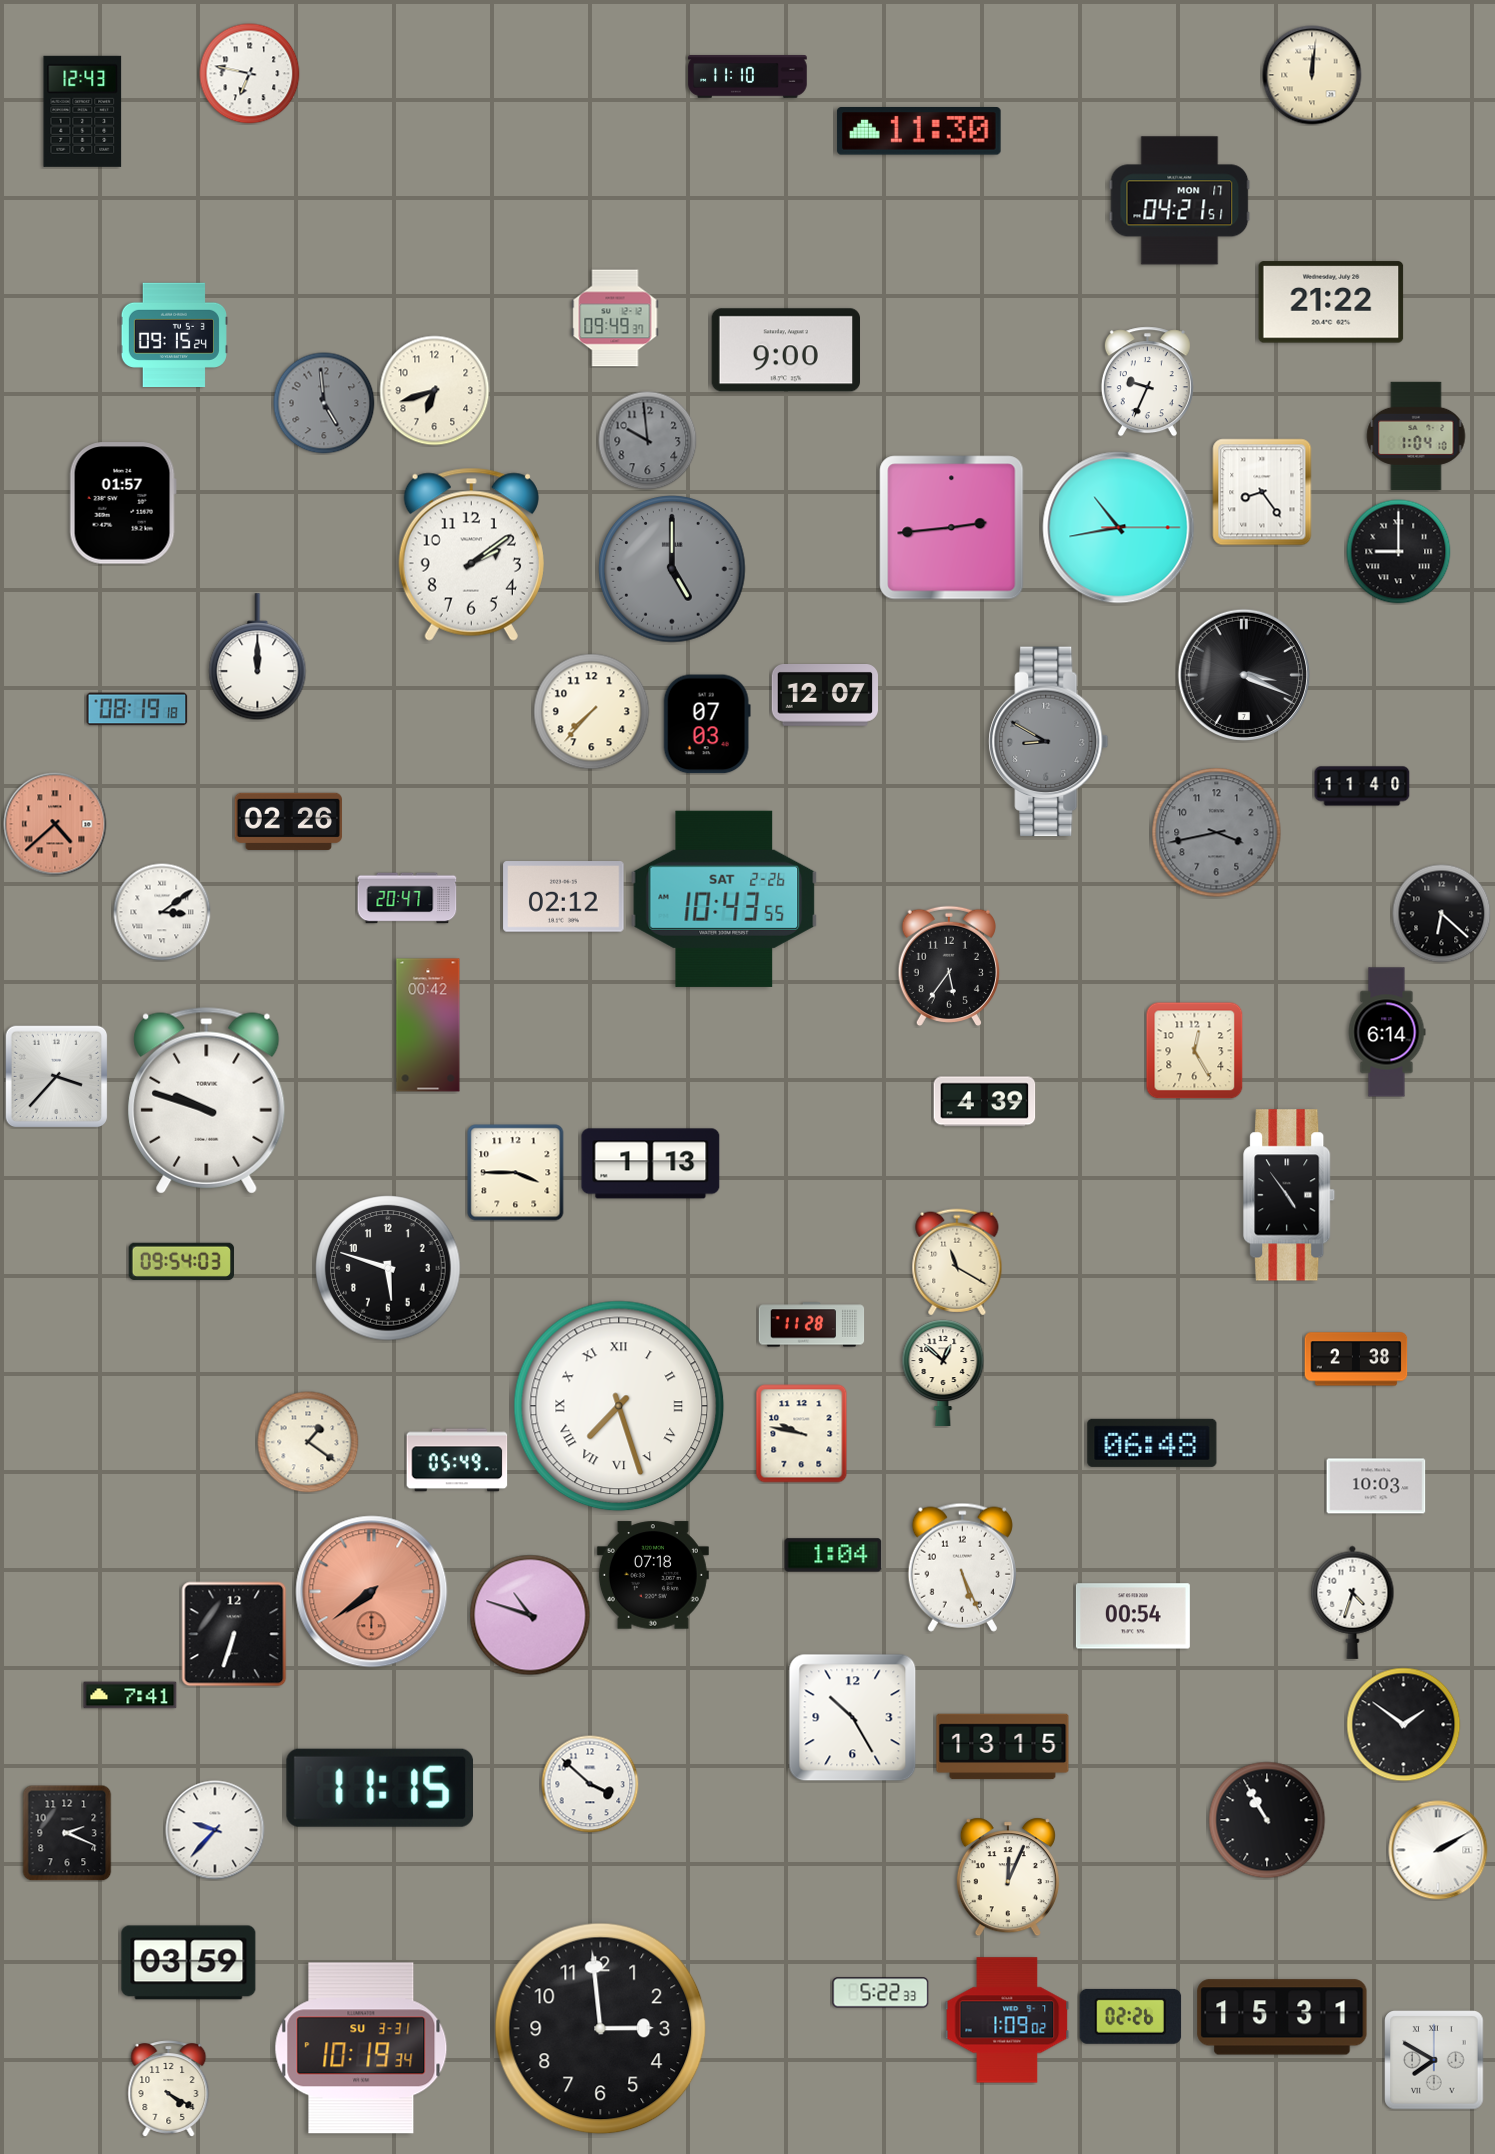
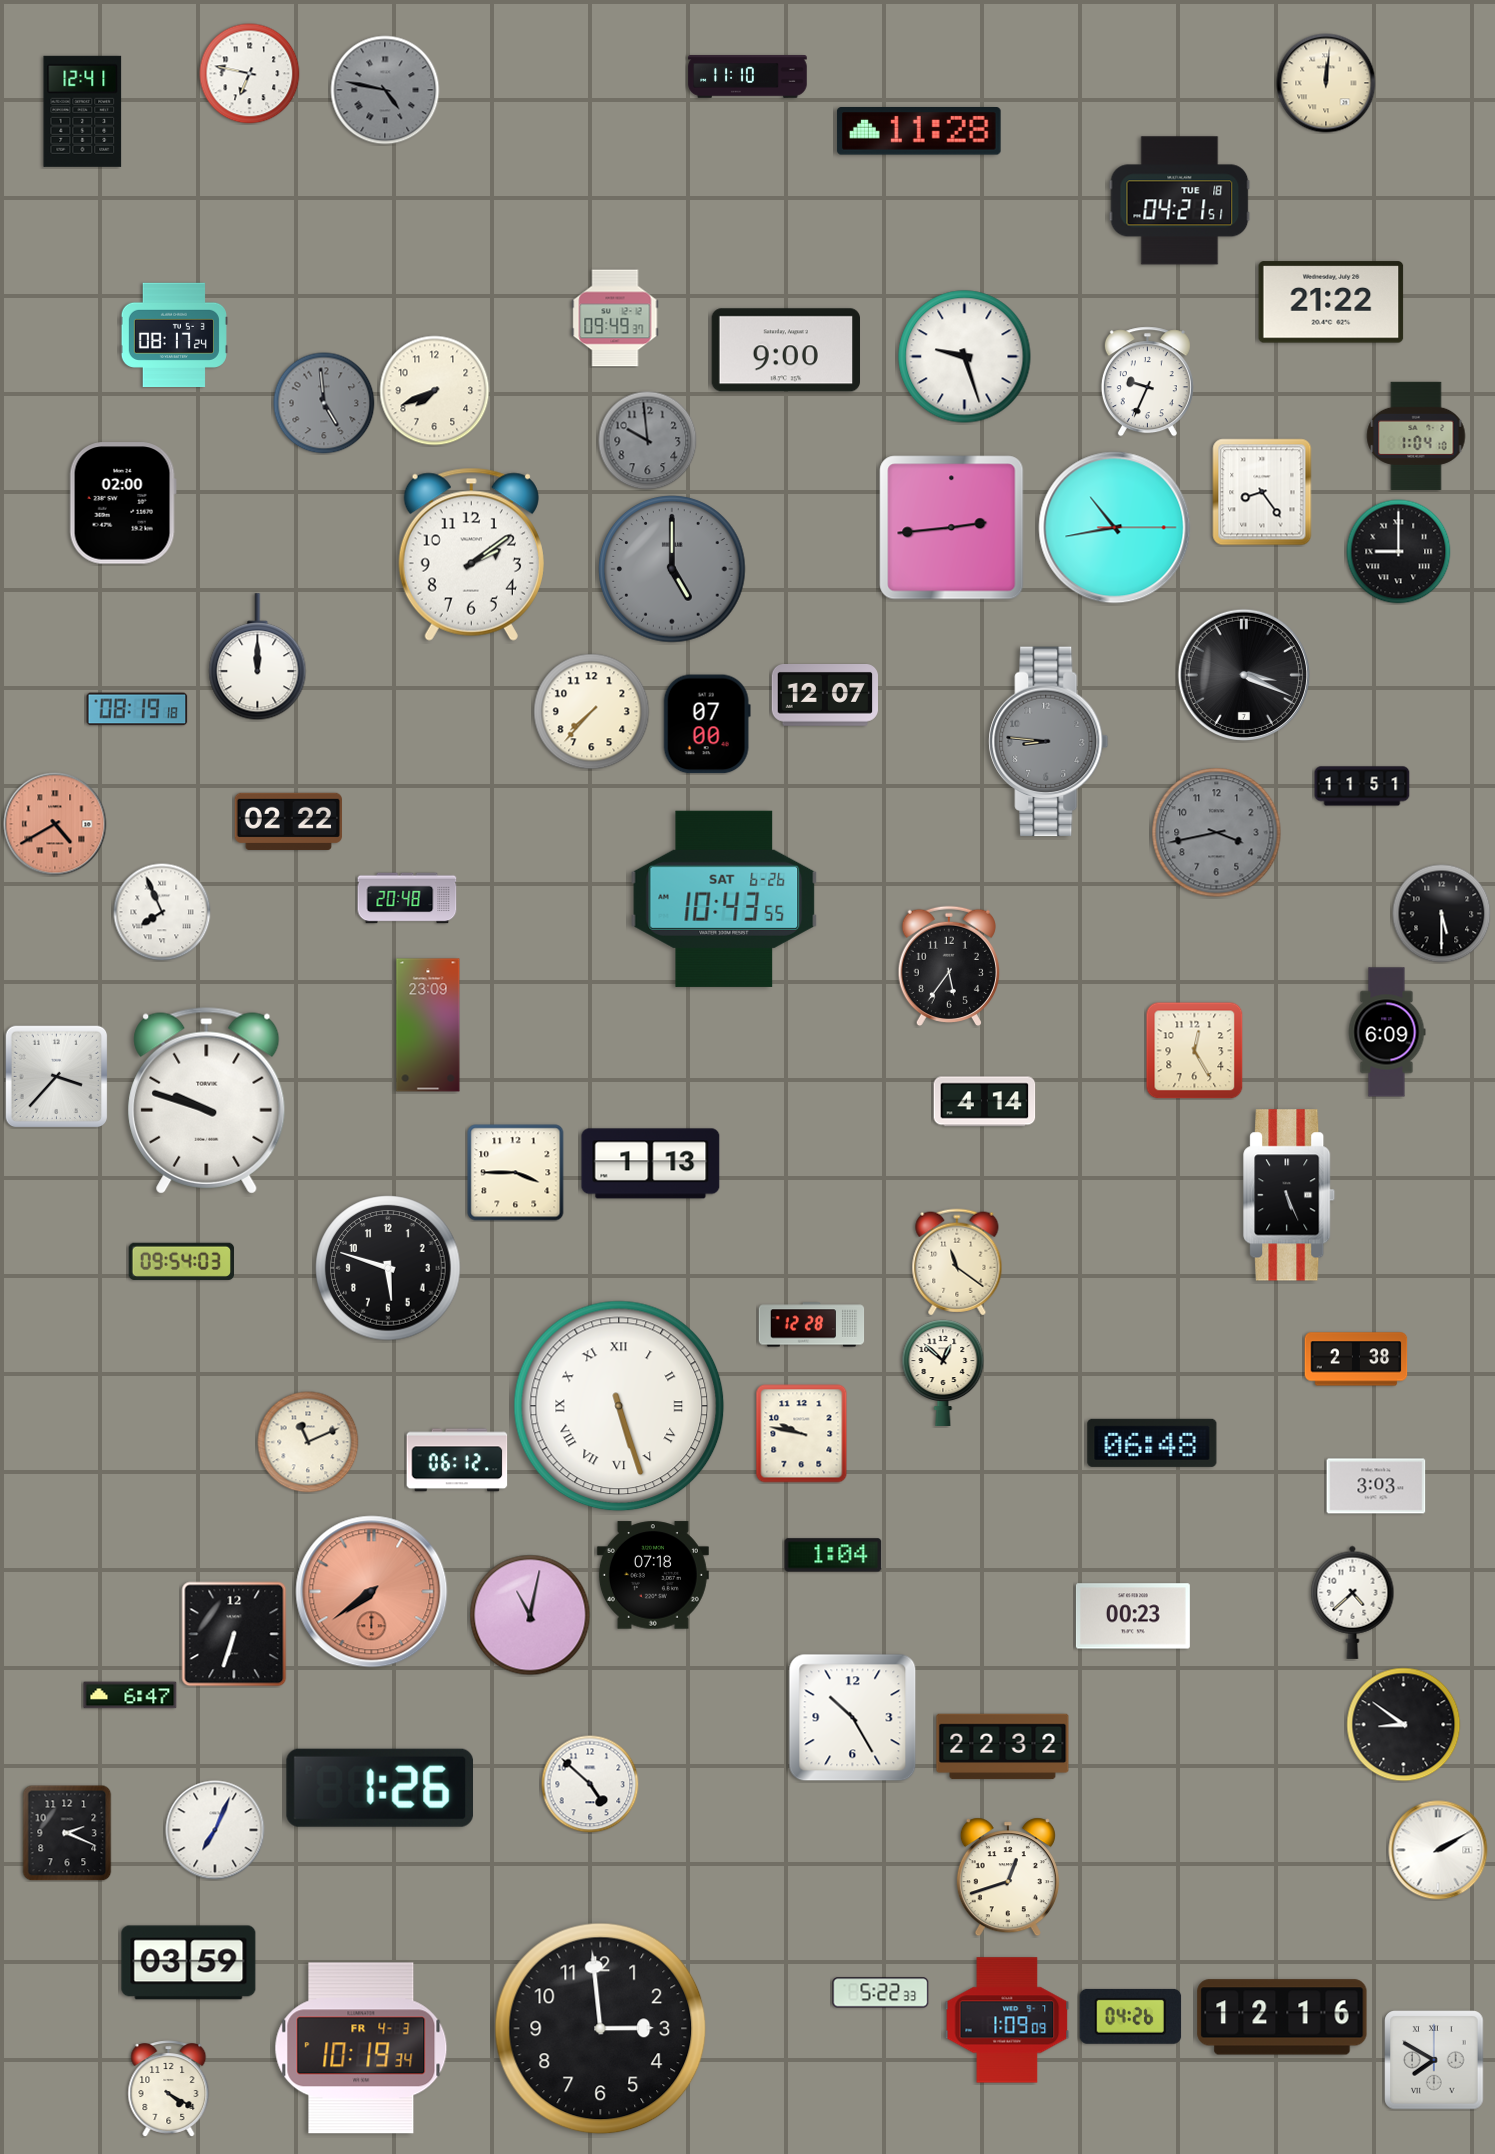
clock at (1312, 75) position: (1312, 75) -> (1326, 83)
clock at (385, 90): none -> 4:47
clock at (83, 111): 12:43 -> 12:41
clock at (919, 131): 11:30 -> 11:28
clock at (1180, 201) date: MON 17 -> TUE 18
clock at (174, 334): 09:15 -> 08:17
clock at (965, 357): none -> 9:27
clock at (435, 391): 6:42 -> 7:41
clock at (123, 503): 01:57 -> 02:00
clock at (1119, 528) position: (1119, 528) -> (1115, 528)
clock at (707, 724): 07:03 -> 07:00
clock at (1049, 742): 8:50 -> 8:46
clock at (1362, 786): 11:40 -> 11:51
clock at (288, 821): 02:26 -> 02:22
clock at (55, 824): 4:38 -> 4:40
clock at (564, 897): 02:12 -> none
clock at (407, 898): 20:47 -> 20:48
clock at (724, 899) date: SAT 2-26 -> SAT 6-26
clock at (162, 912): 3:09 -> 7:56
clock at (1442, 914): 6:22 -> 5:30
clock at (428, 1025): 00:42 -> 23:09
clock at (1387, 1032): 6:14 -> 6:09
clock at (985, 1102): 4:39 -> 4:14
clock at (1290, 1195): 4:54 -> 5:26
clock at (957, 1262): 11:20 -> 11:21
clock at (812, 1325): 11:28 -> 12:28
clock at (619, 1406): 7:27 -> 5:27
clock at (308, 1442): 1:21 -> 11:11
clock at (457, 1460): 05:49 -> 06:12
clock at (1376, 1486): 10:03 -> 3:03
clock at (962, 1567): 5:26 -> none
clock at (1353, 1602): 4:33 -> 4:38
clock at (530, 1615): 10:48 -> 11:02
clock at (1133, 1616): 00:54 -> 00:23
clock at (130, 1695): 7:41 -> 6:47
clock at (1404, 1725): 1:51 -> 8:51
clock at (1003, 1747): 13:15 -> 22:32
clock at (590, 1784): 3:52 -> 4:52
clock at (379, 1788): 11:15 -> 1:26
clock at (1267, 1820): 10:55 -> none
clock at (215, 1830): 9:37 -> 7:04
clock at (1008, 1877): 12:04 -> 12:42
clock at (1131, 2016): 02:26 -> 04:26
clock at (1282, 2017): 15:31 -> 12:16
clock at (1007, 2020): 1:09:02 -> 1:09:09
clock at (361, 2048) date: SU 3-31 -> FR 4-3
